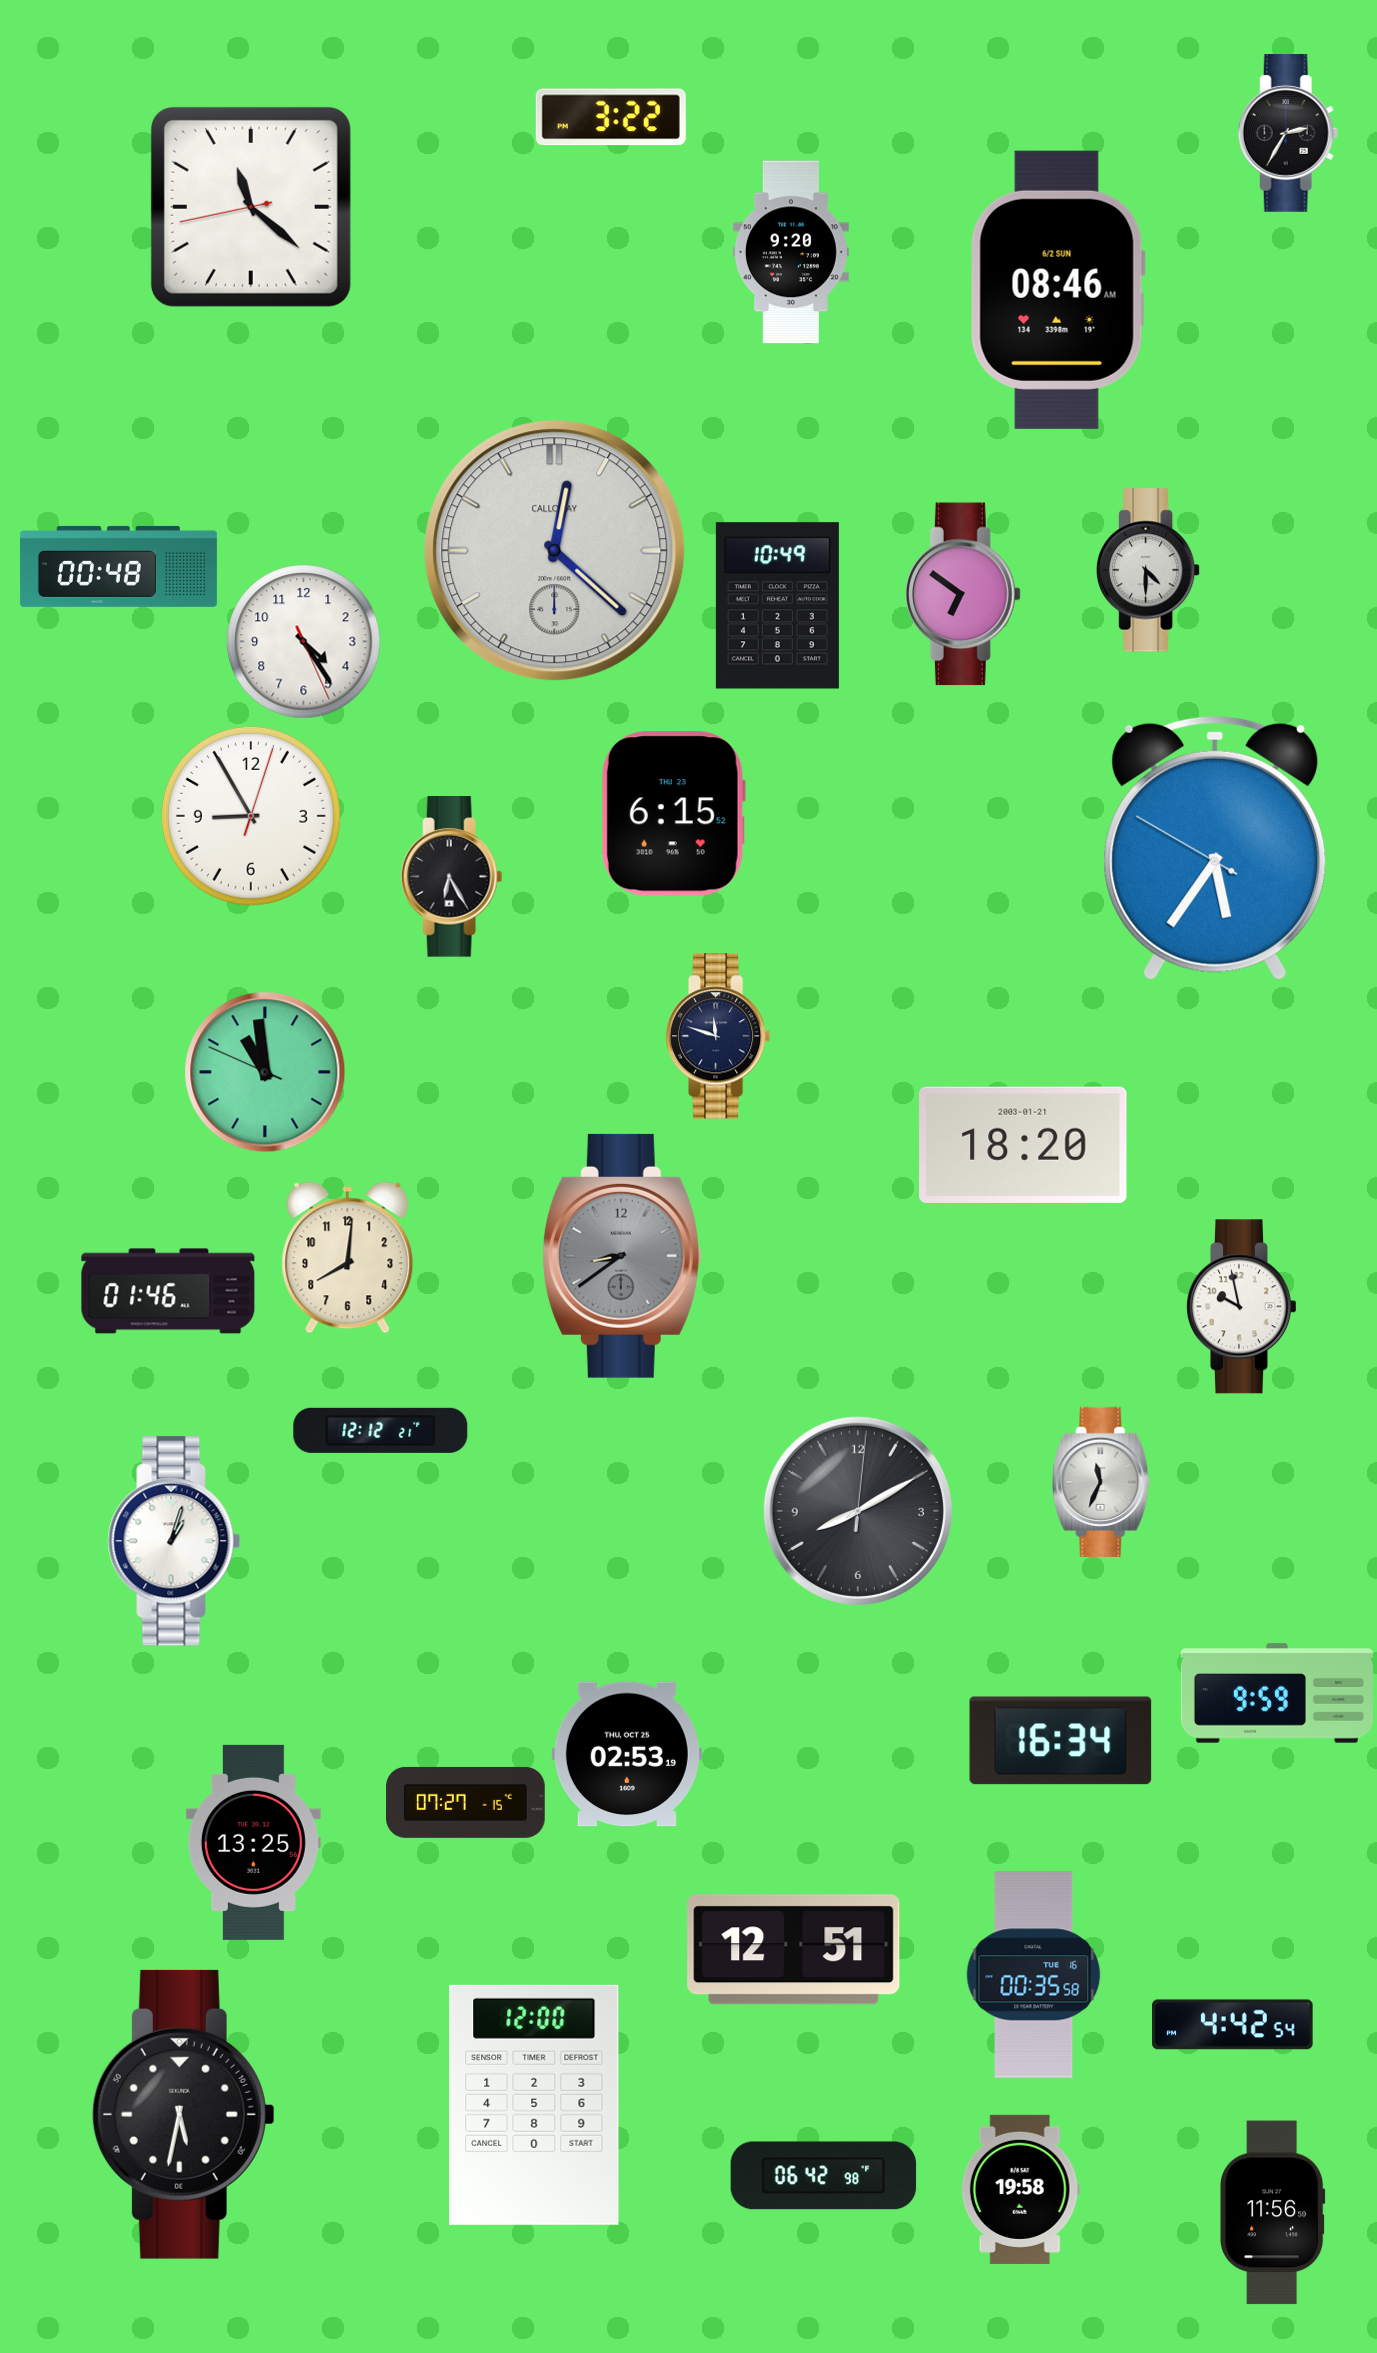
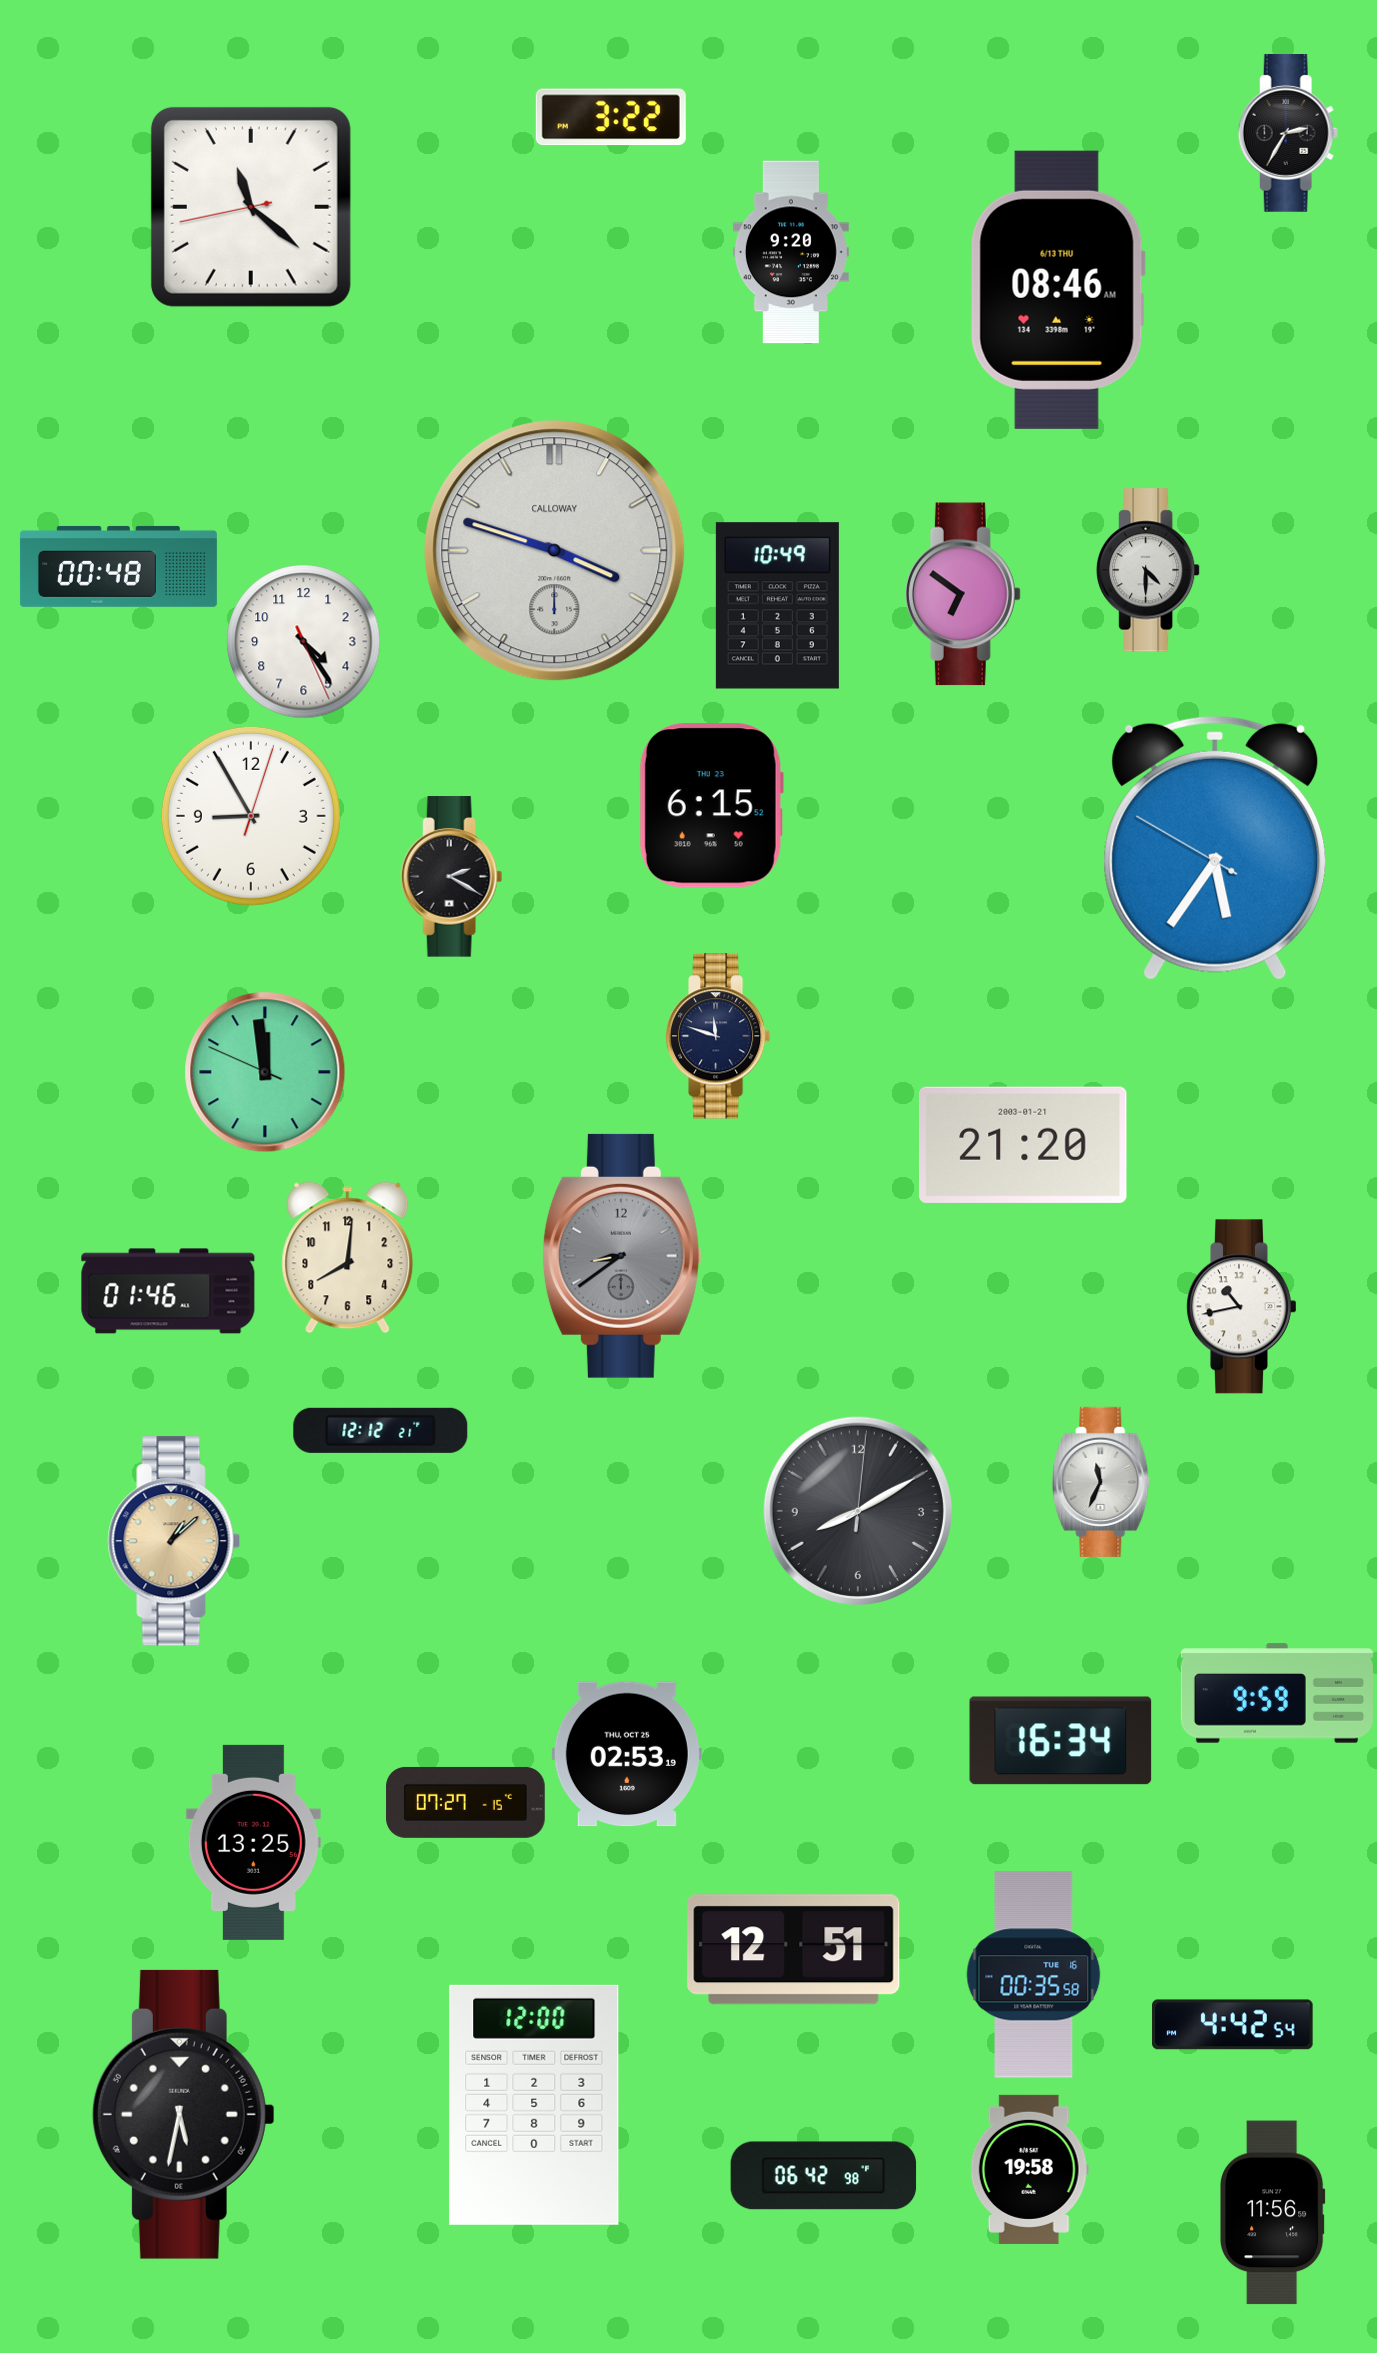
clock at (1058, 290) date: 6/2 SUN -> 6/13 THU
clock at (555, 551): 12:22 -> 3:48
clock at (673, 814) position: (673, 814) -> (711, 806)
clock at (452, 877): 6:25 -> 2:20
clock at (265, 1072): 10:58 -> 11:58
clock at (1023, 1145): 18:20 -> 21:20
clock at (1241, 1307): 9:58 -> 10:43
clock at (174, 1541): 1:03 -> 1:08
clock at (174, 1541) dial: white -> champagne
clock at (1020, 2189) position: (1020, 2189) -> (1029, 2169)
